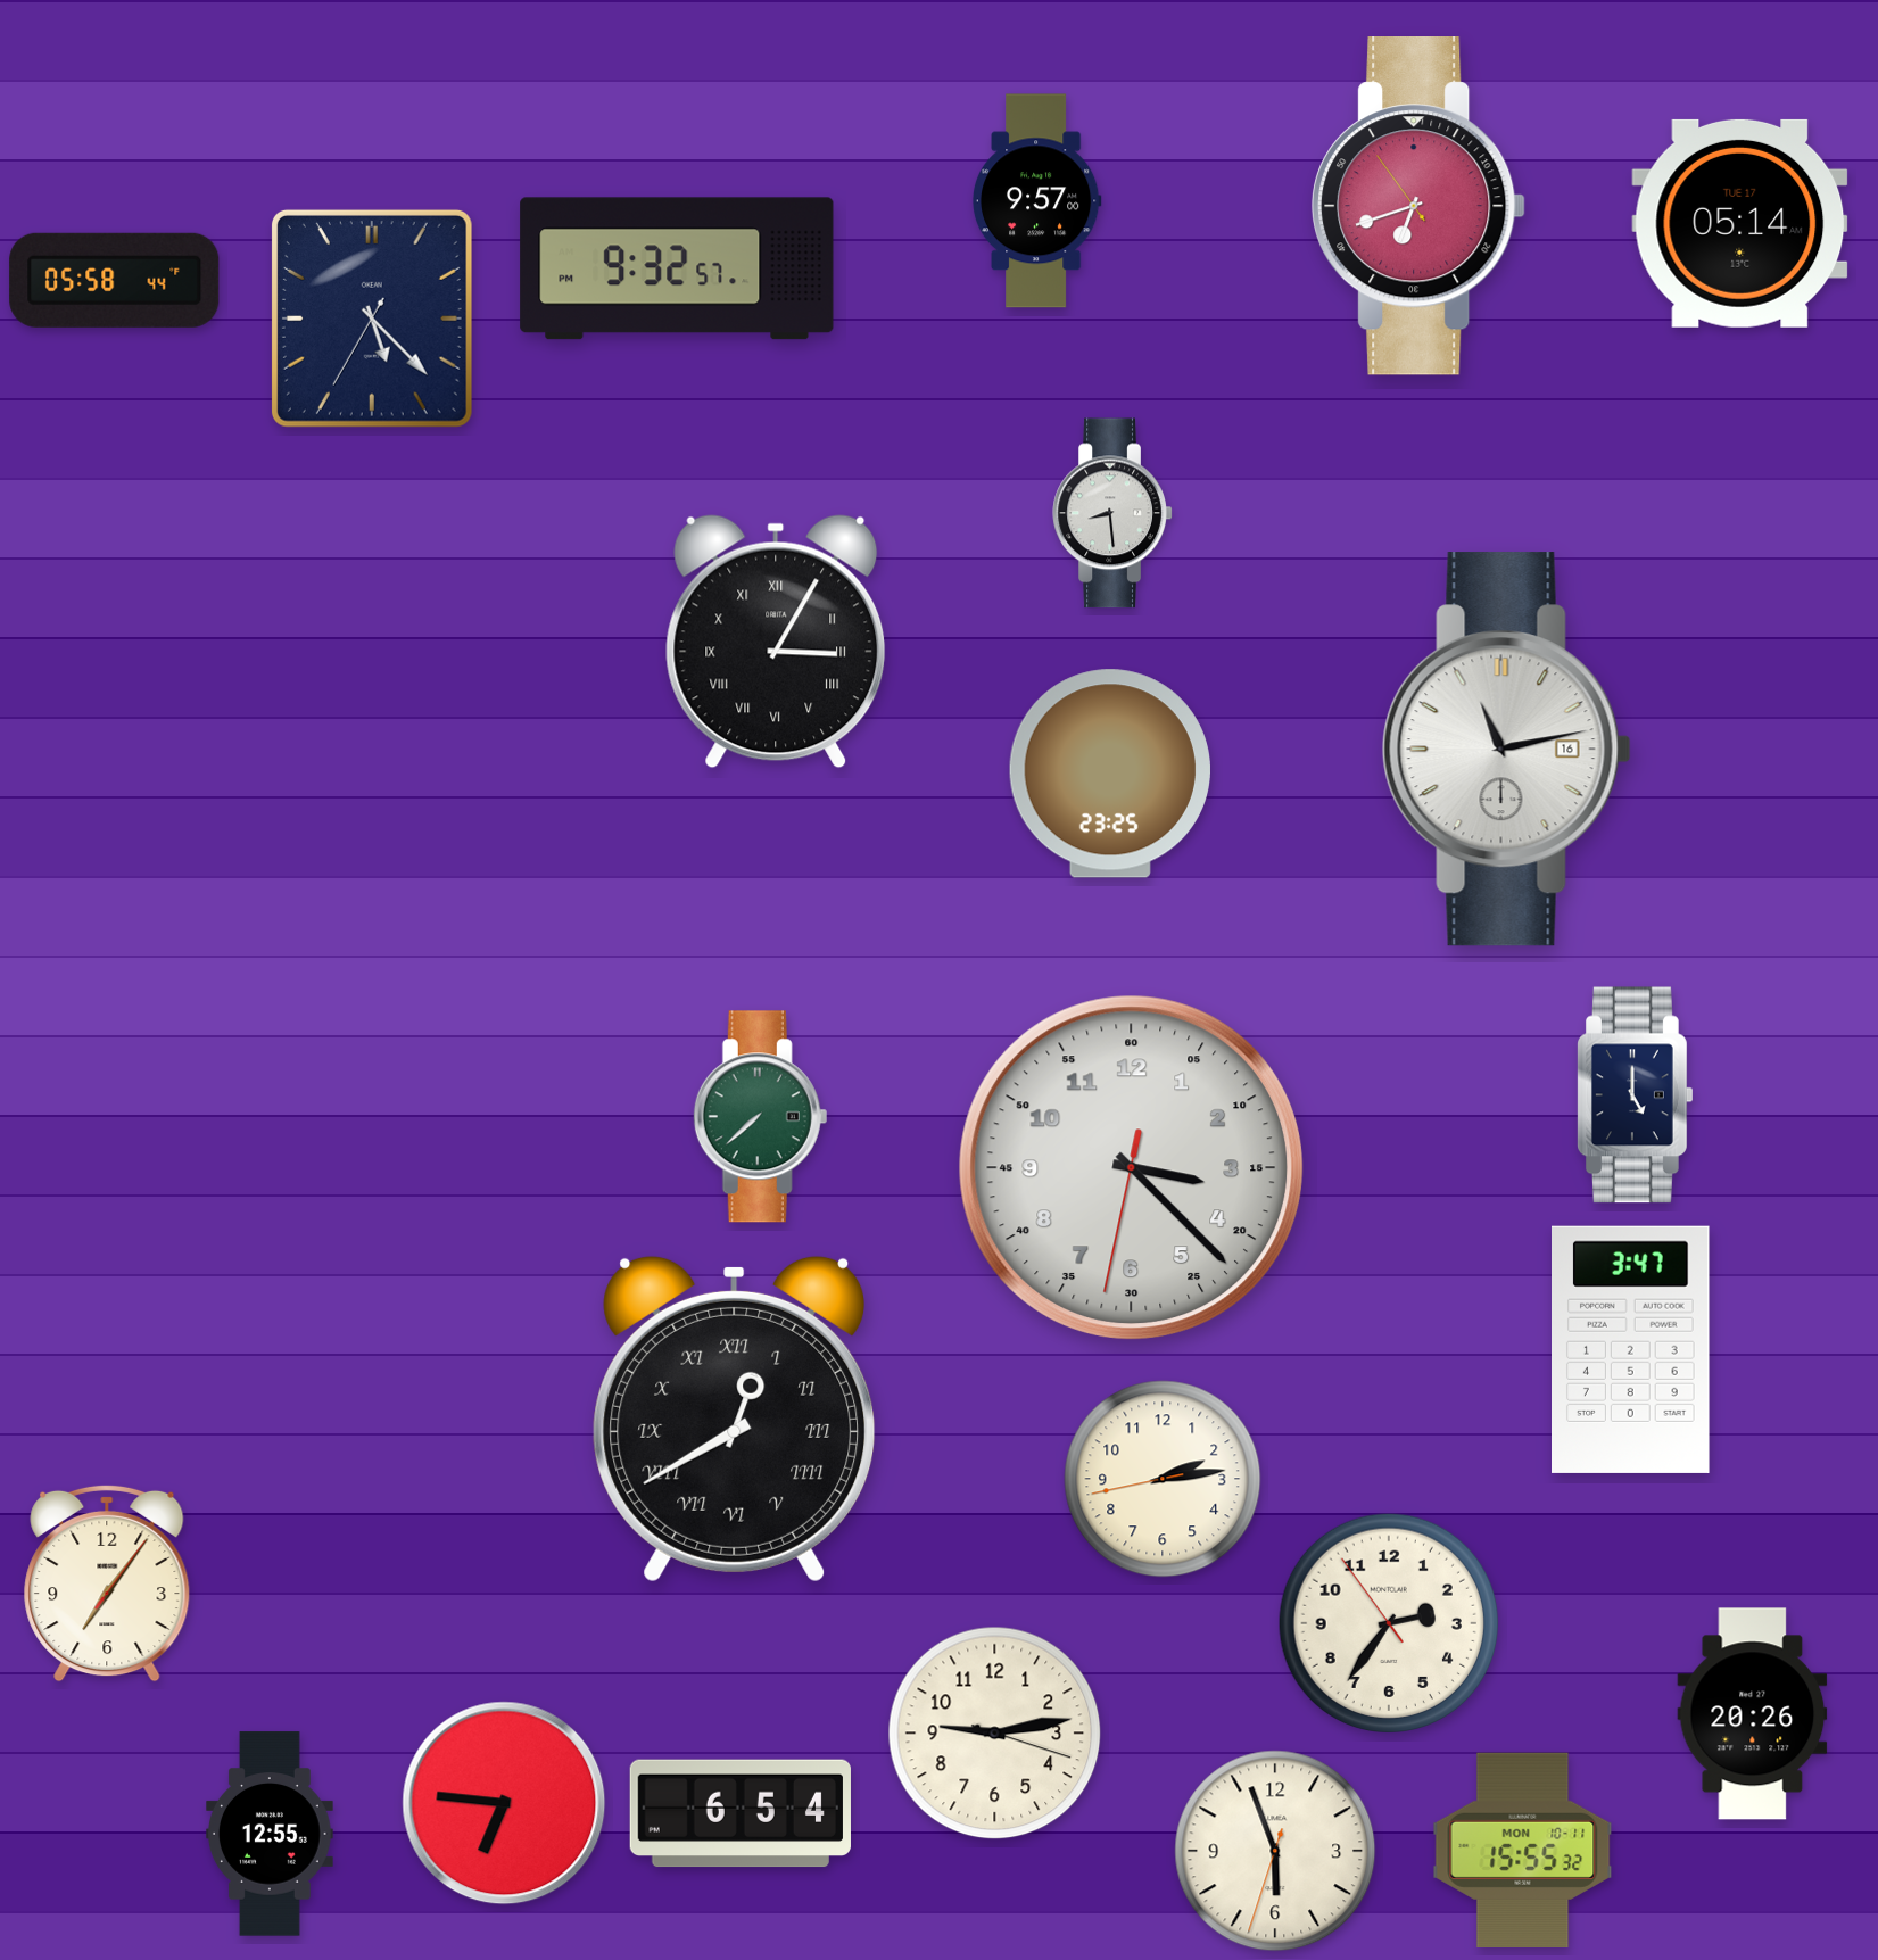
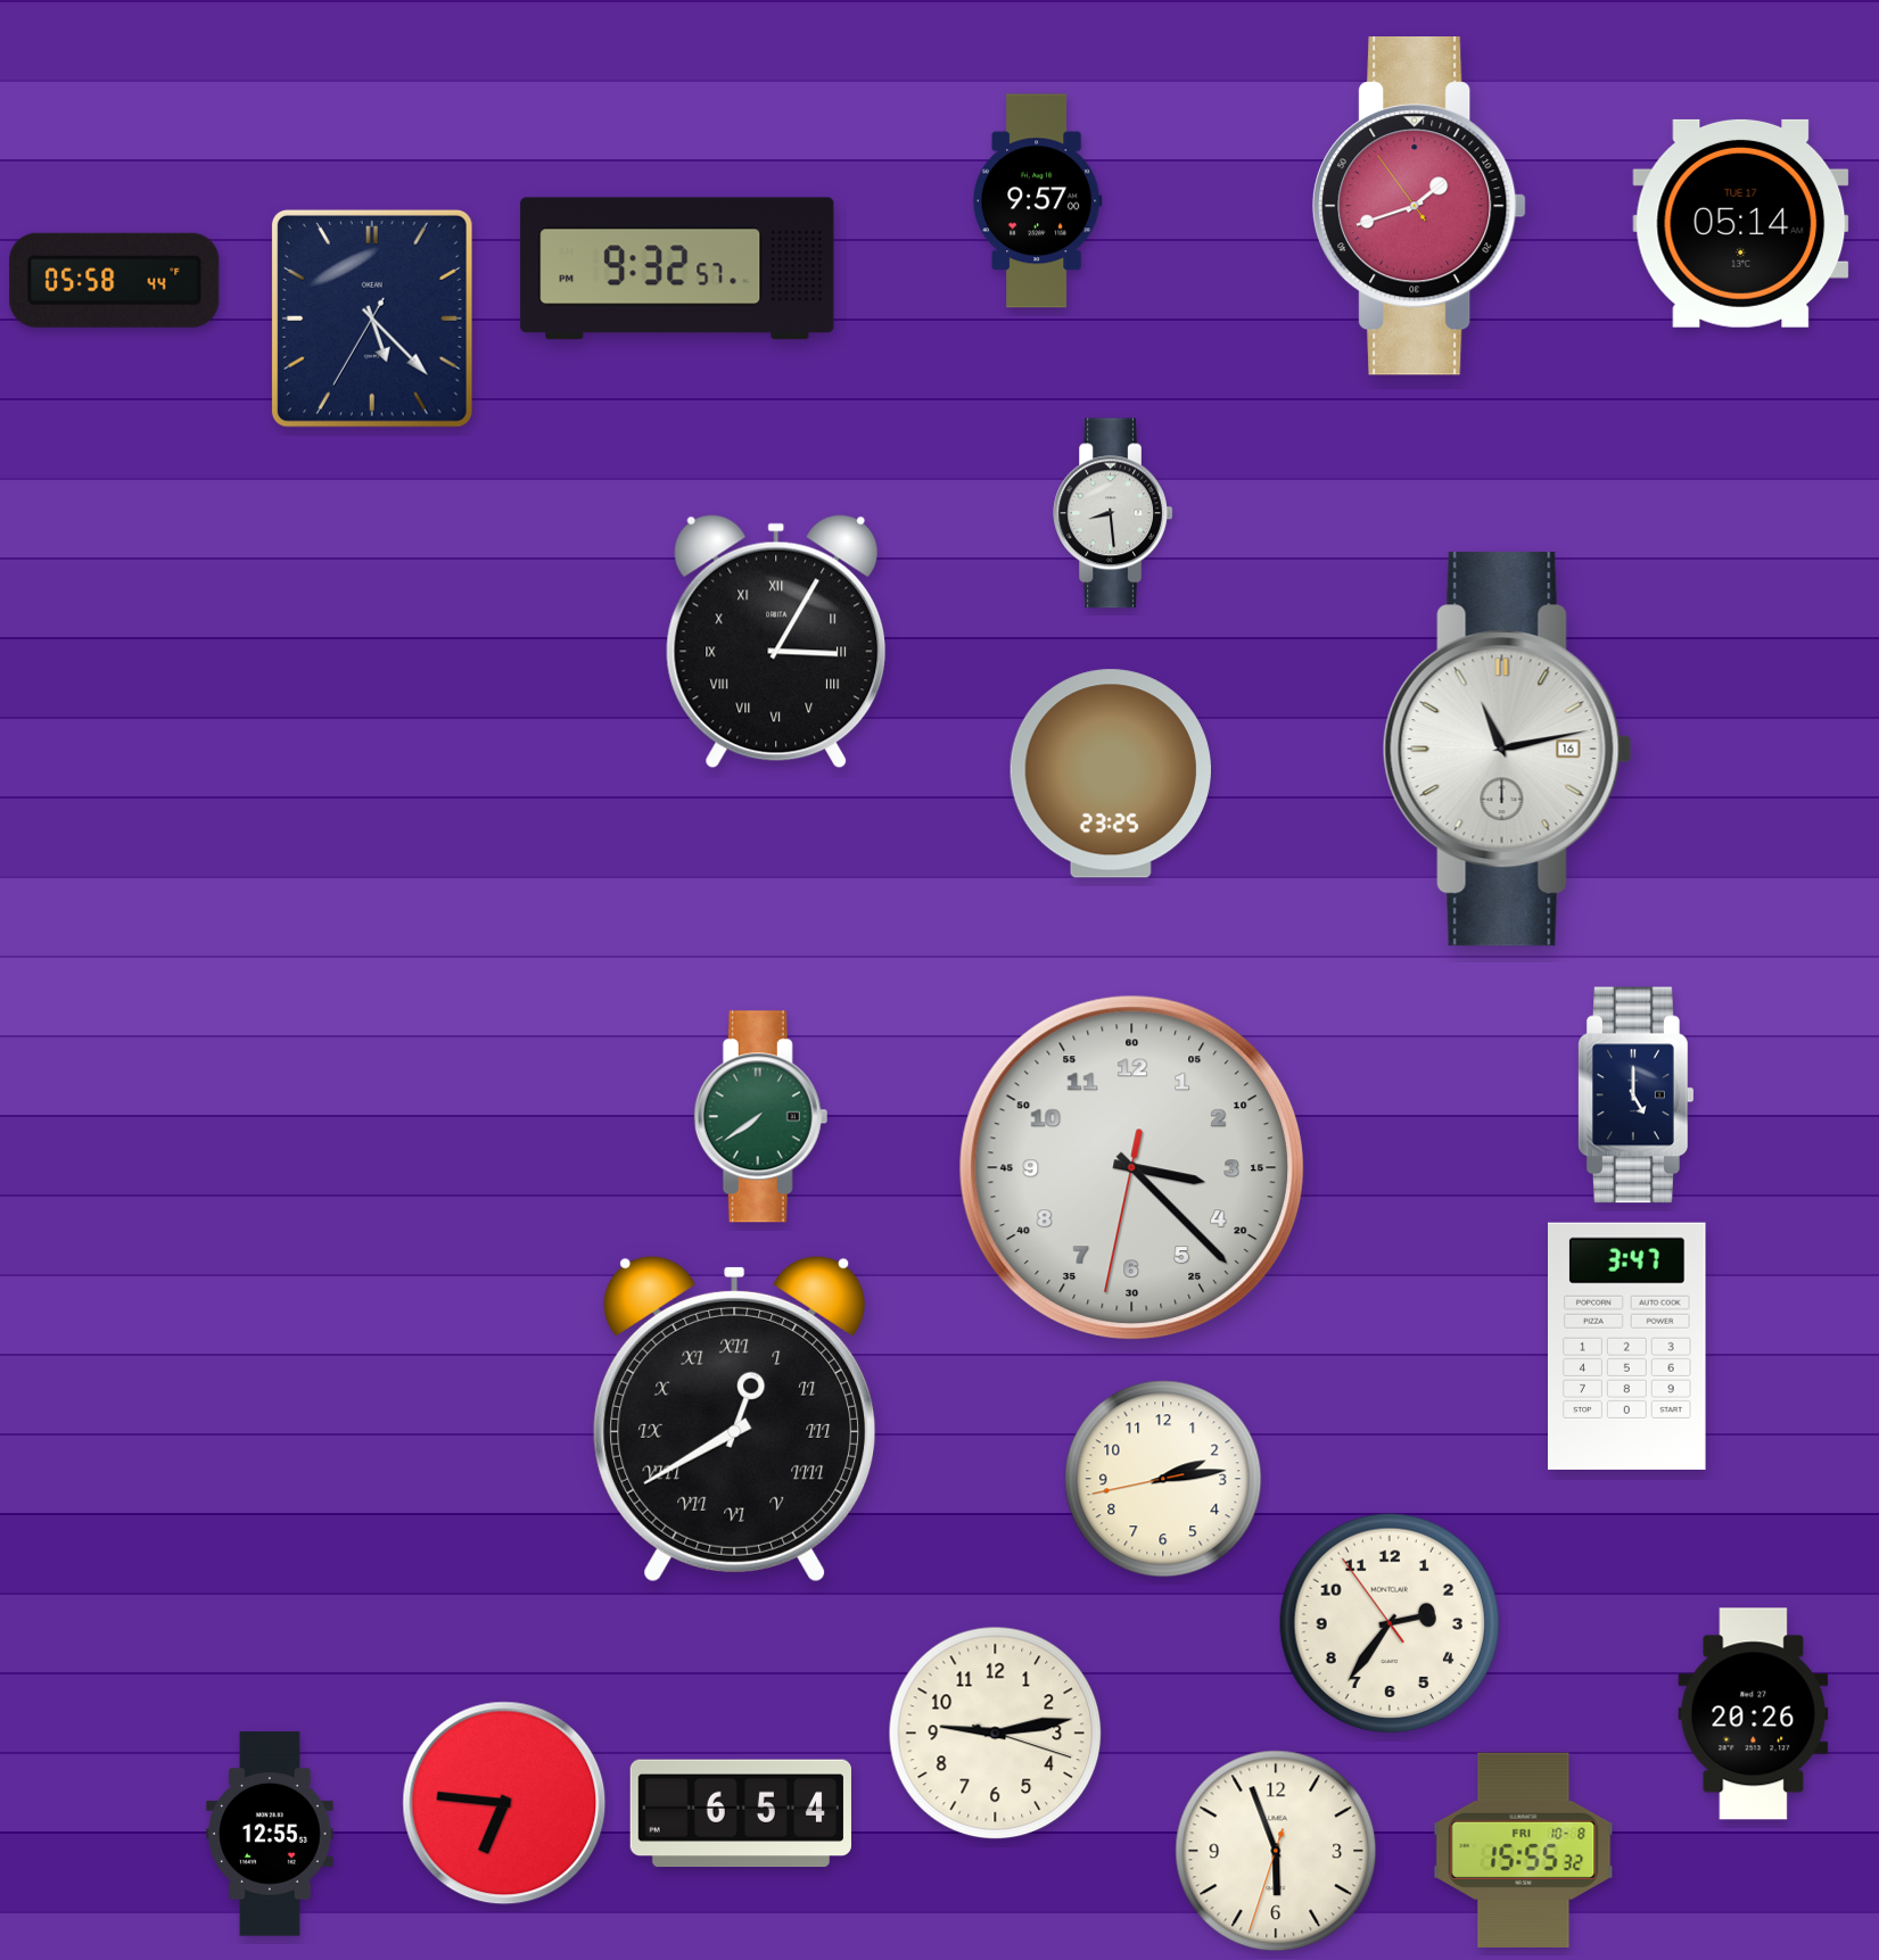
clock at (1418, 207): 6:41 -> 1:41
clock at (761, 1117): 7:38 -> 7:39
clock at (1631, 1349) position: (1631, 1349) -> (1627, 1346)
clock at (107, 1583): 7:06 -> none
clock at (1523, 1850) date: MON 10-11 -> FRI 10-8
